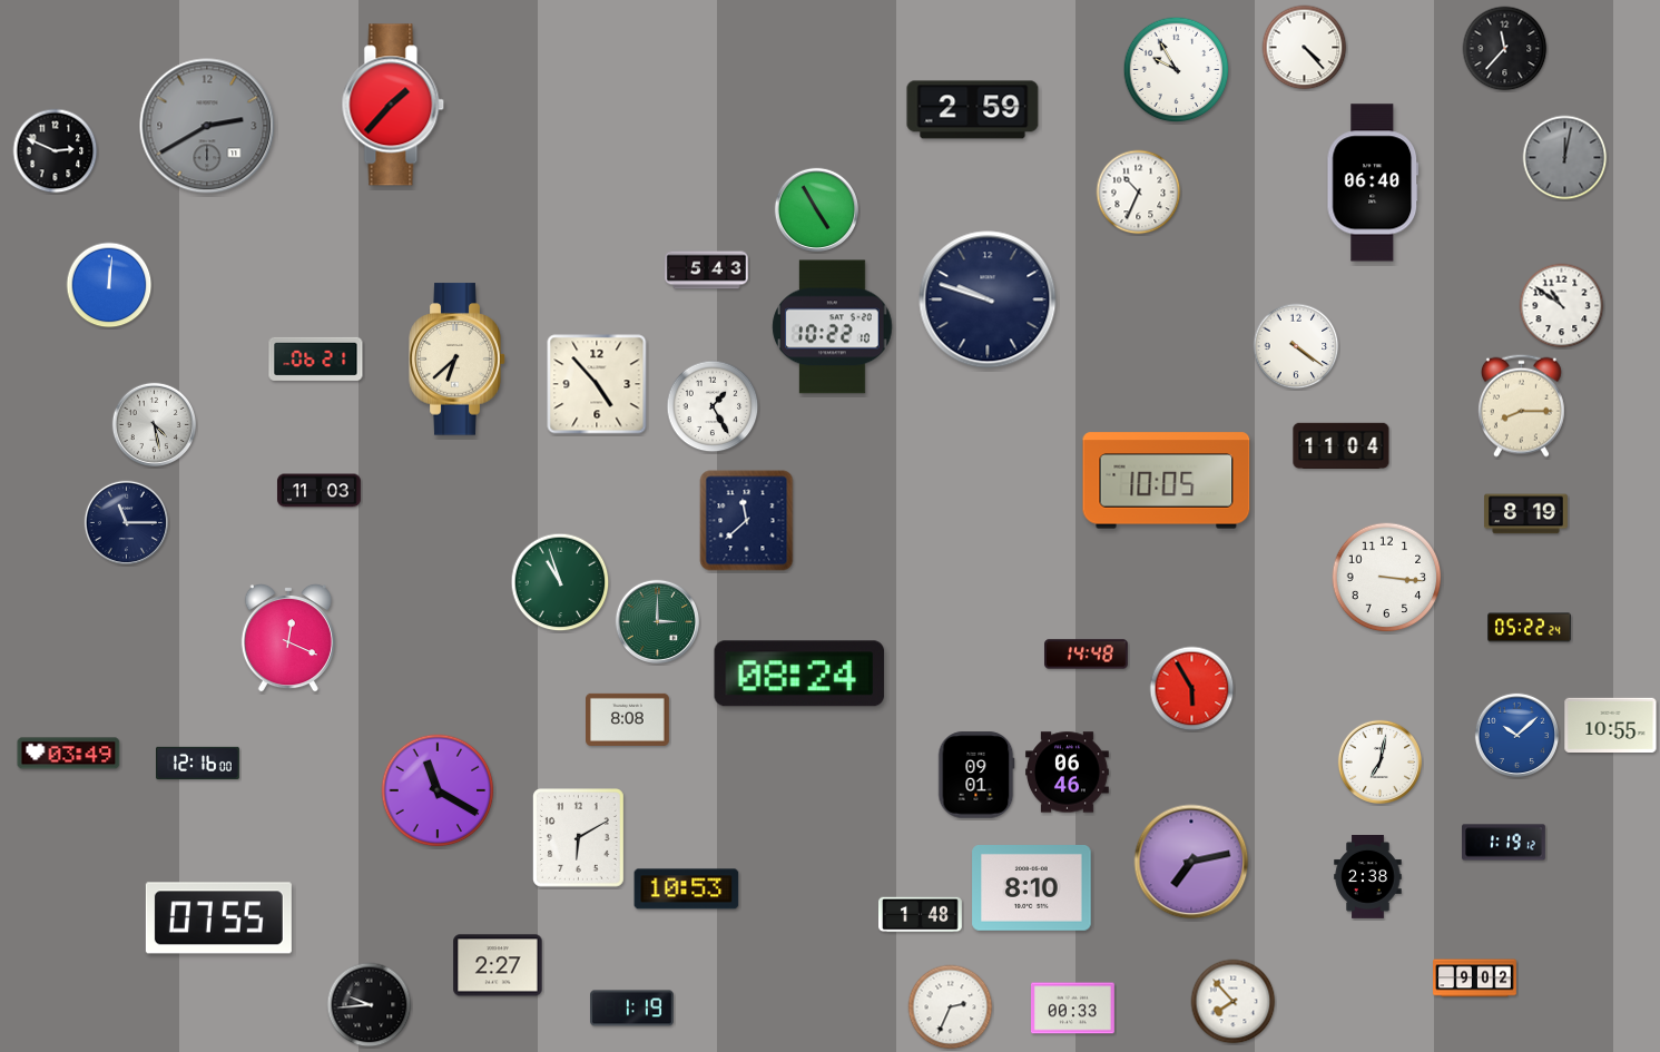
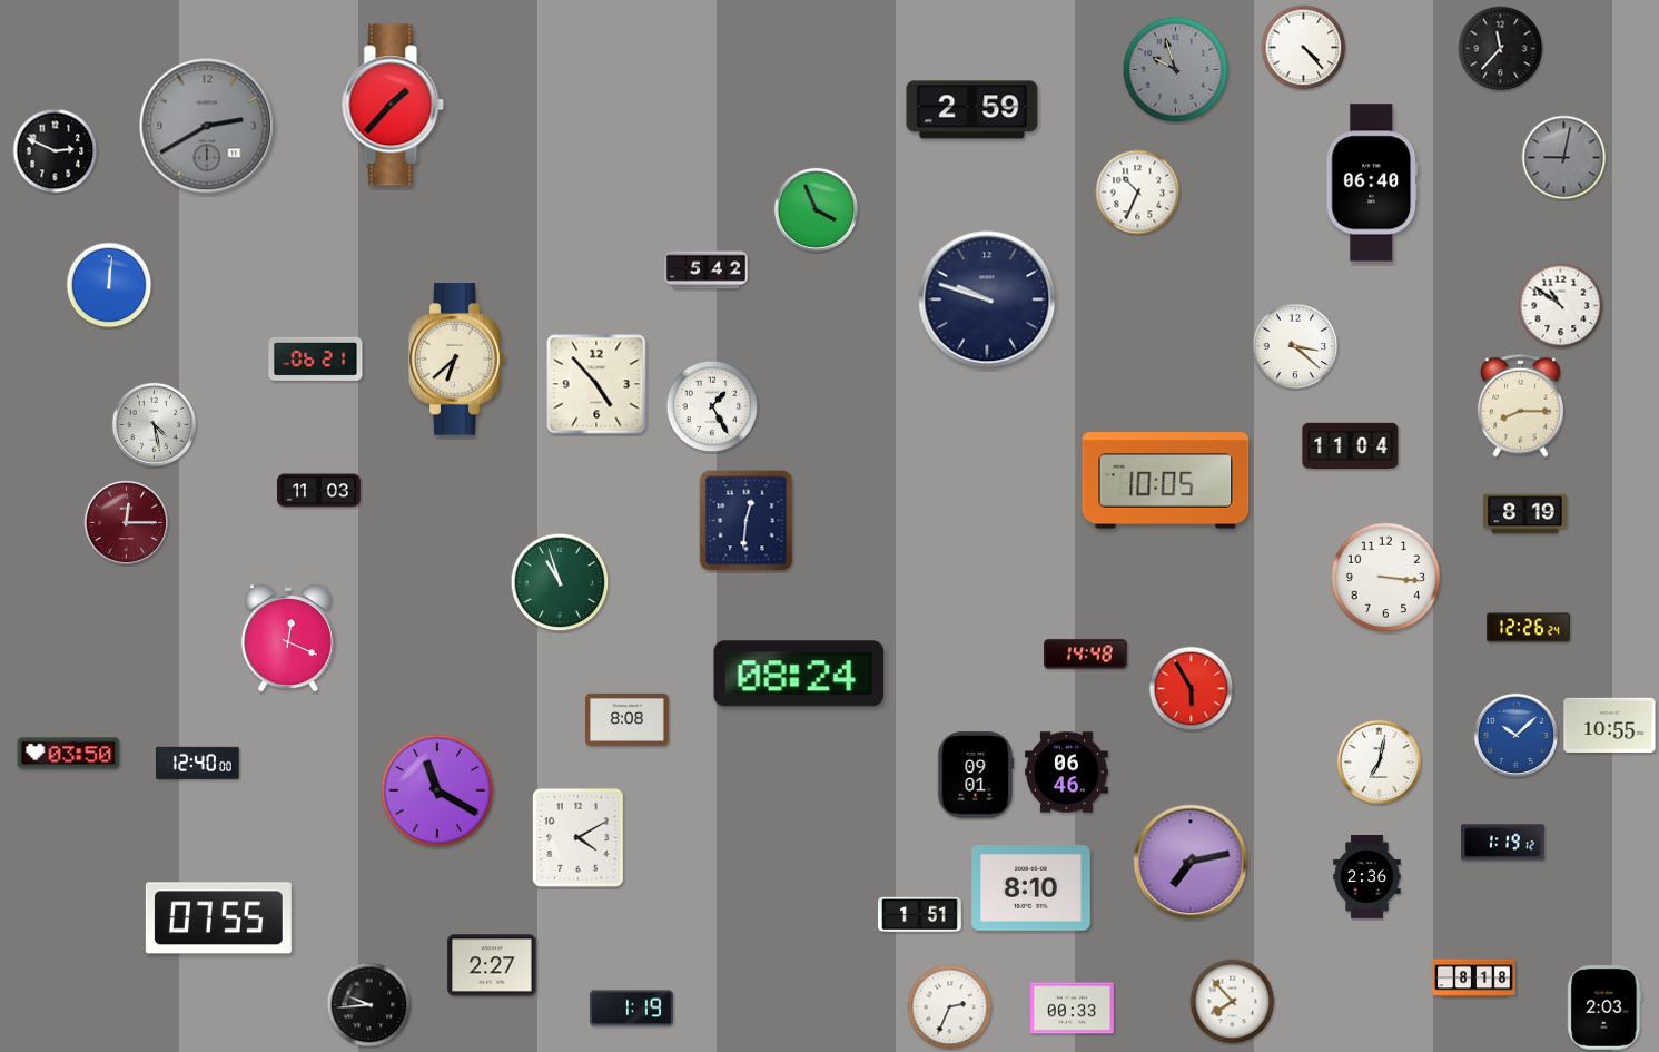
clock at (1505, 49) position: (1505, 49) -> (1501, 49)
clock at (1177, 70): 9:55 -> 9:57
clock at (1177, 70) dial: white -> grey
clock at (1565, 158): 12:02 -> 9:02
clock at (816, 209): 4:55 -> 3:56
clock at (707, 271): 5:43 -> 5:42
clock at (833, 327): 10:22 -> none
clock at (1296, 346): 4:21 -> 3:22
clock at (1342, 445) position: (1342, 445) -> (1351, 445)
clock at (747, 521): 11:38 -> 12:31
clock at (126, 522): 11:15 -> 12:15
clock at (126, 522) dial: navy -> burgundy
clock at (657, 621): 3:00 -> none
clock at (1530, 628): 05:22 -> 12:26
clock at (69, 754): 03:49 -> 03:50
clock at (198, 763): 12:16 -> 12:40
clock at (579, 838): 6:10 -> 4:10
clock at (1368, 877): 2:38 -> 2:36
clock at (687, 889): 10:53 -> none
clock at (921, 915): 1:48 -> 1:51
clock at (498, 965) position: (498, 965) -> (492, 965)
clock at (1475, 979): 9:02 -> 8:18
clock at (1604, 1009): none -> 2:03
